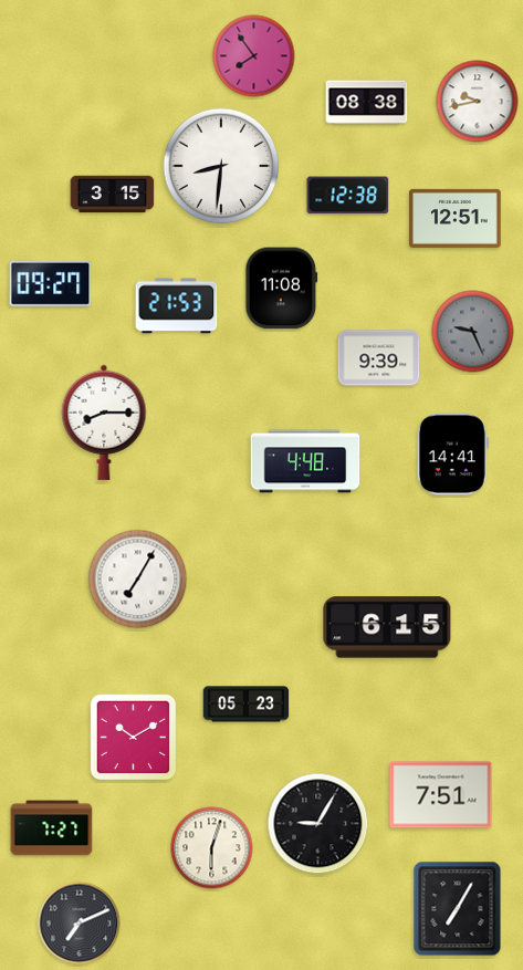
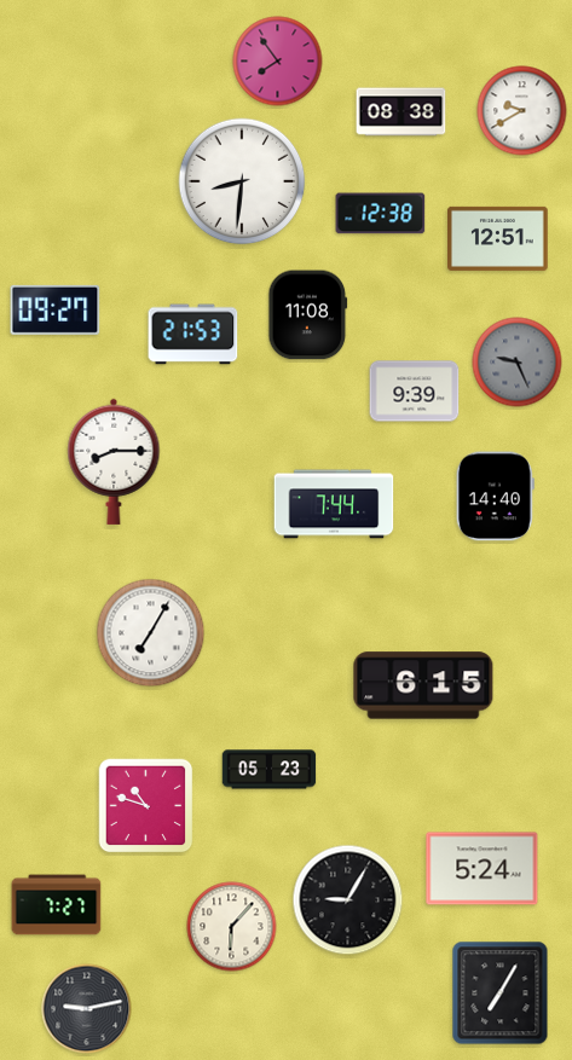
clock at (478, 102): 9:43 -> 9:40
clock at (113, 195): 3:15 -> none
clock at (452, 455): 14:41 -> 14:40
clock at (305, 461): 4:48 -> 7:44
clock at (134, 738): 10:10 -> 10:48
clock at (441, 795): 7:51 -> 5:24
clock at (212, 848): 6:03 -> 6:07
clock at (80, 924): 7:11 -> 9:13
